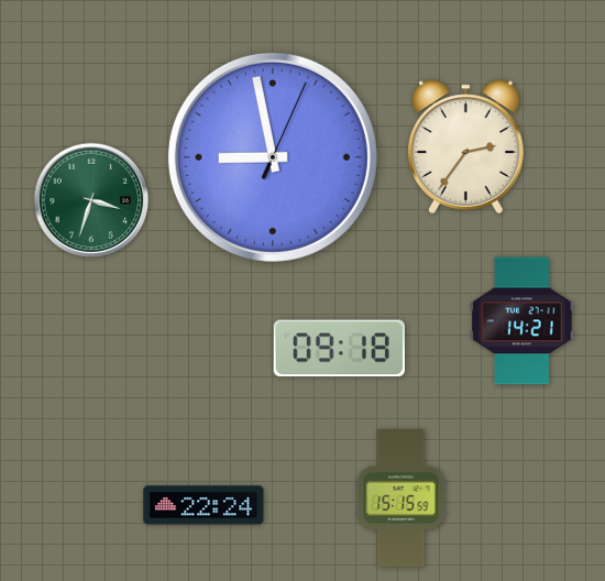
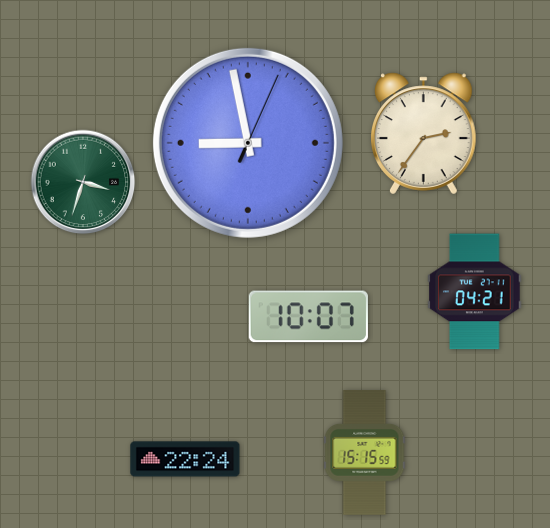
clock at (522, 321): 14:21 -> 04:21
clock at (339, 349): 09:18 -> 10:07
